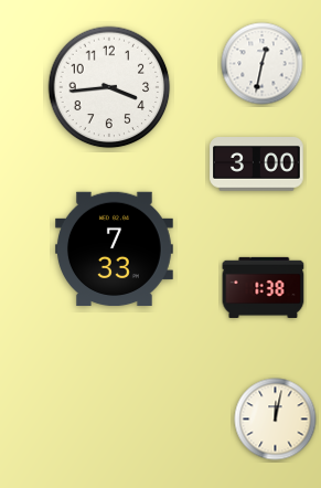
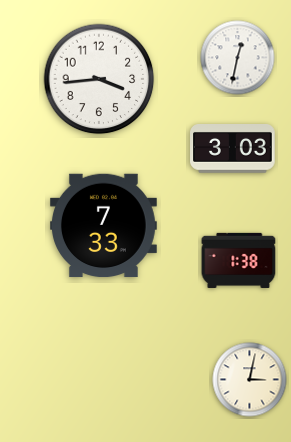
clock at (257, 165): 3:00 -> 3:03
clock at (276, 420): 12:02 -> 3:02
